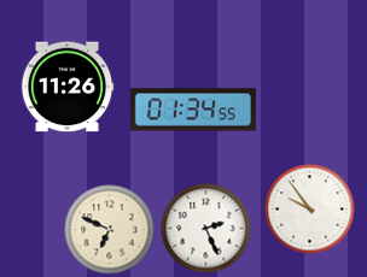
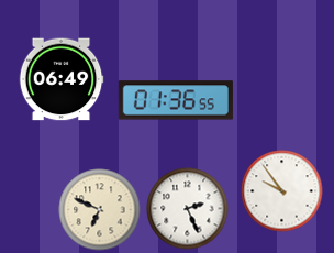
clock at (68, 87): 11:26 -> 06:49
clock at (193, 110): 01:34 -> 01:36
